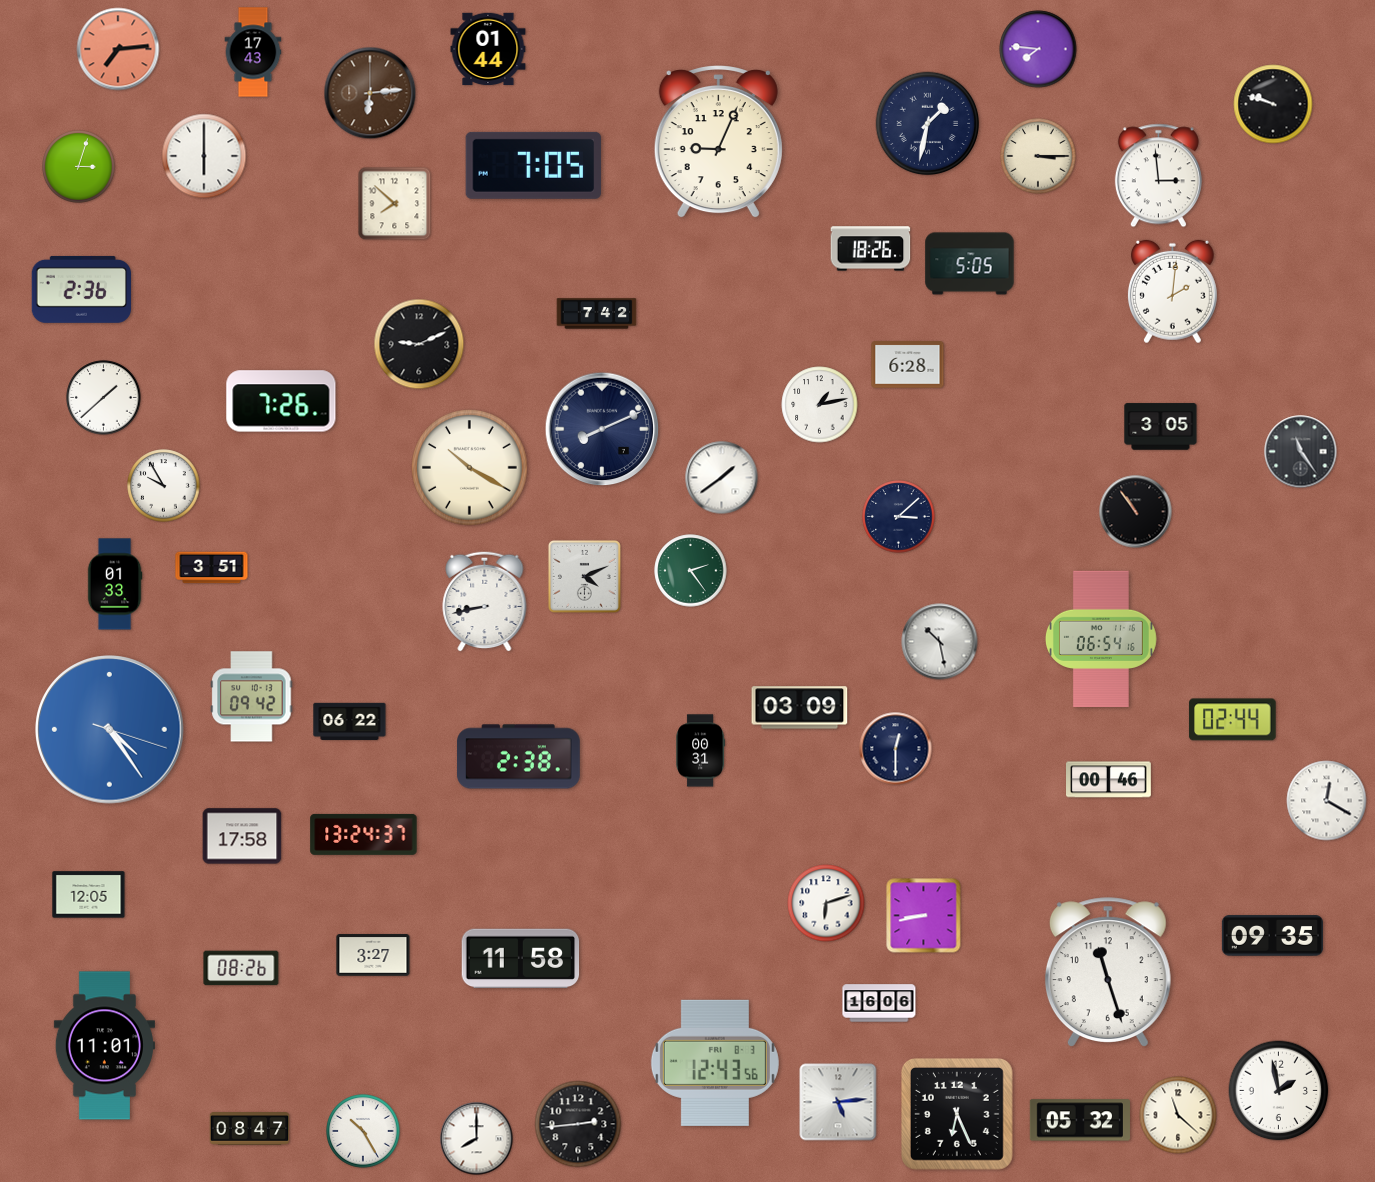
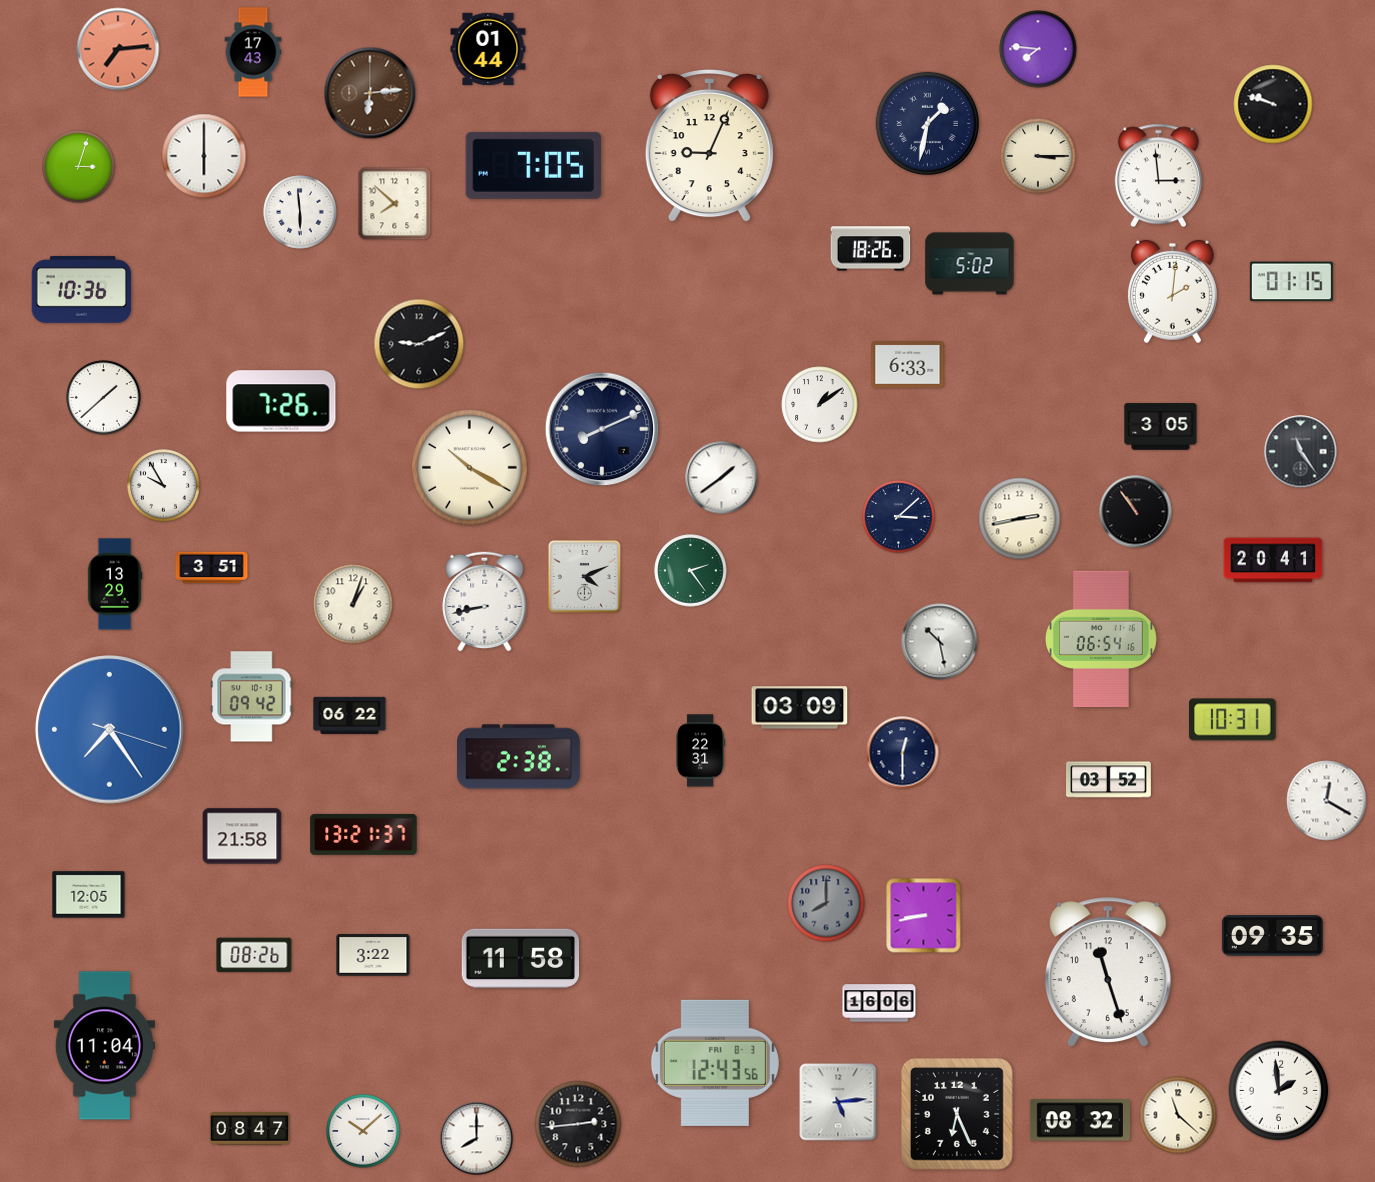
clock at (718, 143) position: (718, 143) -> (709, 147)
clock at (300, 212): none -> 5:59
clock at (970, 264): 5:05 -> 5:02
clock at (1291, 282): none -> 01:15
clock at (82, 289): 2:36 -> 10:36
clock at (597, 314): 7:42 -> none
clock at (908, 365): 6:28 -> 6:33
clock at (820, 405): 1:13 -> 1:09
clock at (1020, 519): none -> 2:43
clock at (1273, 560): none -> 20:41
clock at (115, 584): 01:33 -> 13:29
clock at (353, 604): none -> 1:03
clock at (1233, 720): 02:44 -> 10:31
clock at (350, 721) position: (350, 721) -> (350, 715)
clock at (110, 730): 4:24 -> 7:24
clock at (896, 749) position: (896, 749) -> (903, 753)
clock at (701, 751): 00:31 -> 22:31
clock at (1109, 780): 00:46 -> 03:52
clock at (364, 834): 13:24 -> 13:21
clock at (242, 836): 17:58 -> 21:58
clock at (826, 903): 6:12 -> 8:00
clock at (826, 903) dial: white -> grey
clock at (373, 955): 3:27 -> 3:22
clock at (241, 968) position: (241, 968) -> (254, 955)
clock at (104, 1046): 11:01 -> 11:04
clock at (1279, 1091): 1:58 -> 1:59
clock at (1079, 1120): 05:32 -> 08:32
clock at (363, 1131): 10:25 -> 10:08
